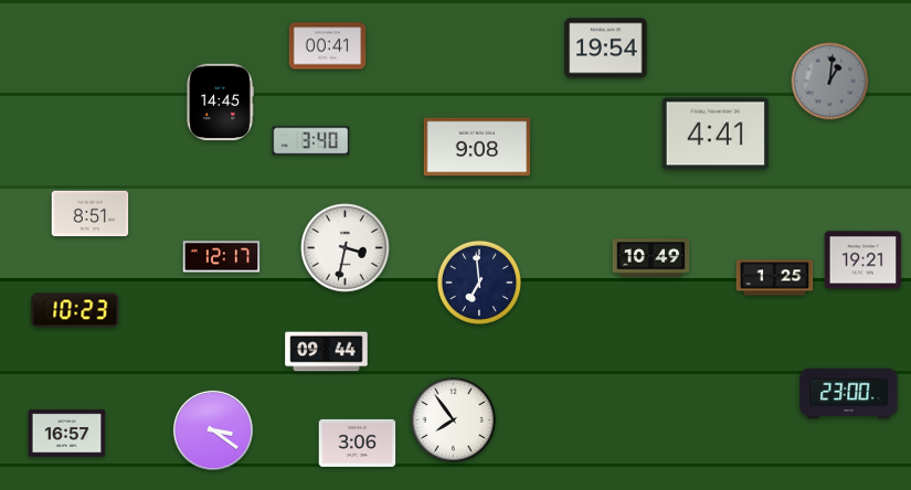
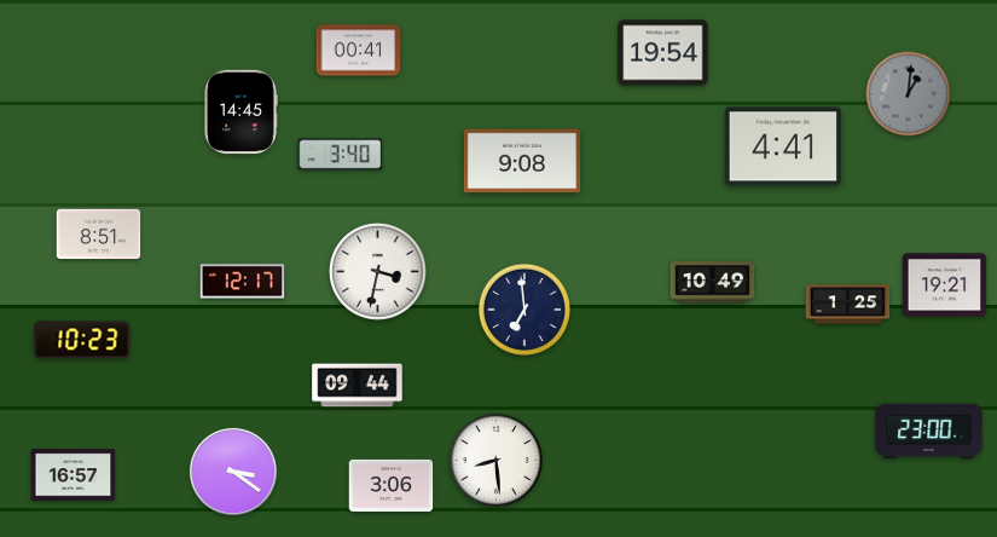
clock at (830, 82) position: (830, 82) -> (909, 94)
clock at (453, 419): 7:54 -> 8:29
